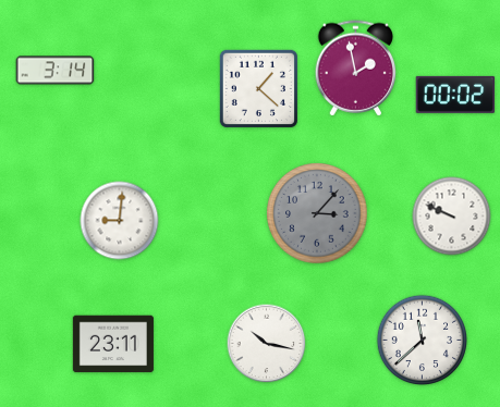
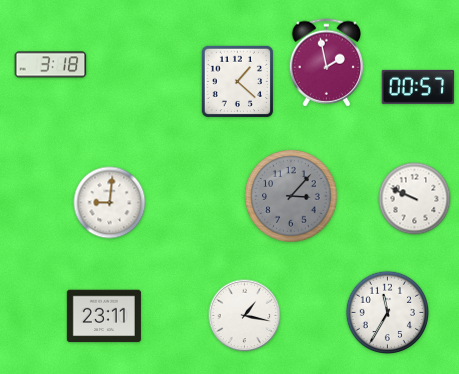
clock at (56, 71): 3:14 -> 3:18
clock at (455, 95): 00:02 -> 00:57
clock at (423, 341): 11:38 -> 11:35
clock at (267, 344): 10:17 -> 1:17
